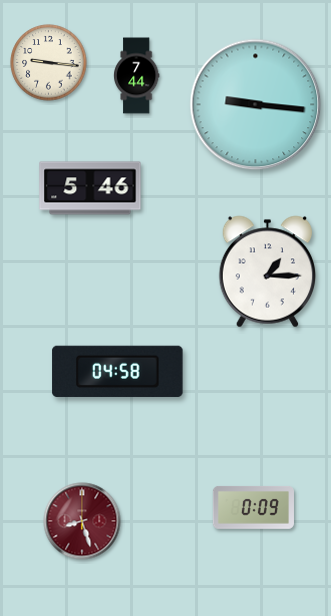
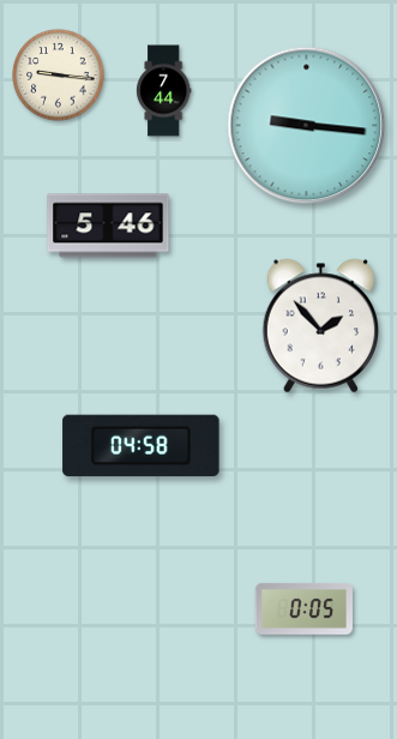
clock at (268, 272): 1:15 -> 1:53
clock at (253, 507): 0:09 -> 0:05
clock at (82, 521): 8:27 -> none
